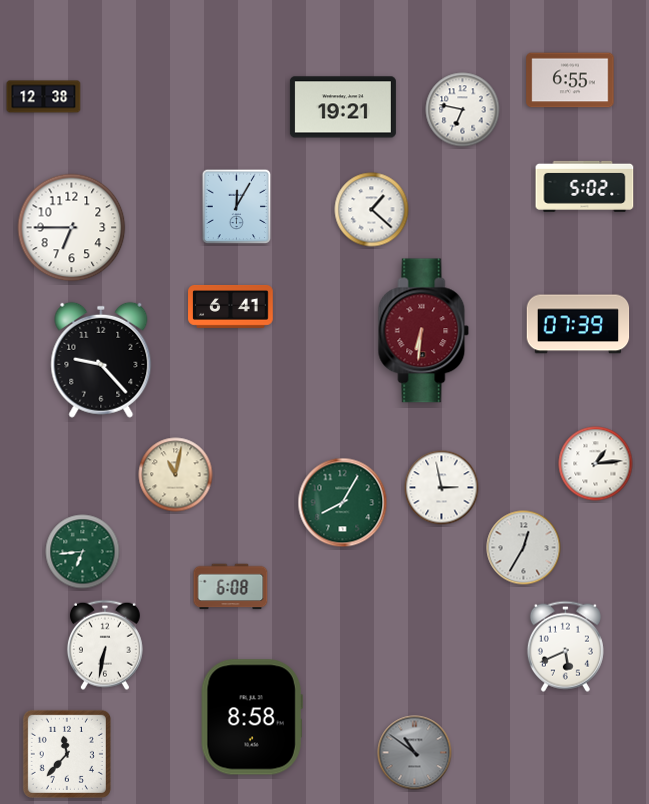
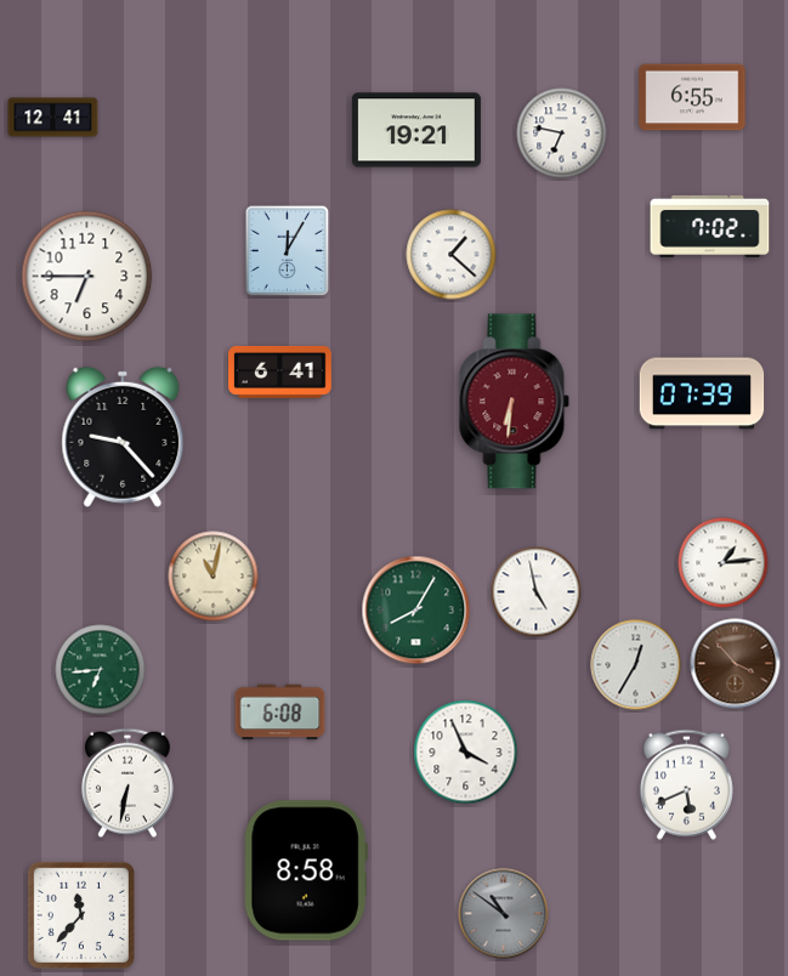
clock at (44, 97): 12:38 -> 12:41
clock at (585, 186): 5:02 -> 7:02
clock at (442, 488): 2:58 -> 4:58
clock at (736, 664): none -> 3:53
clock at (466, 753): none -> 3:56
